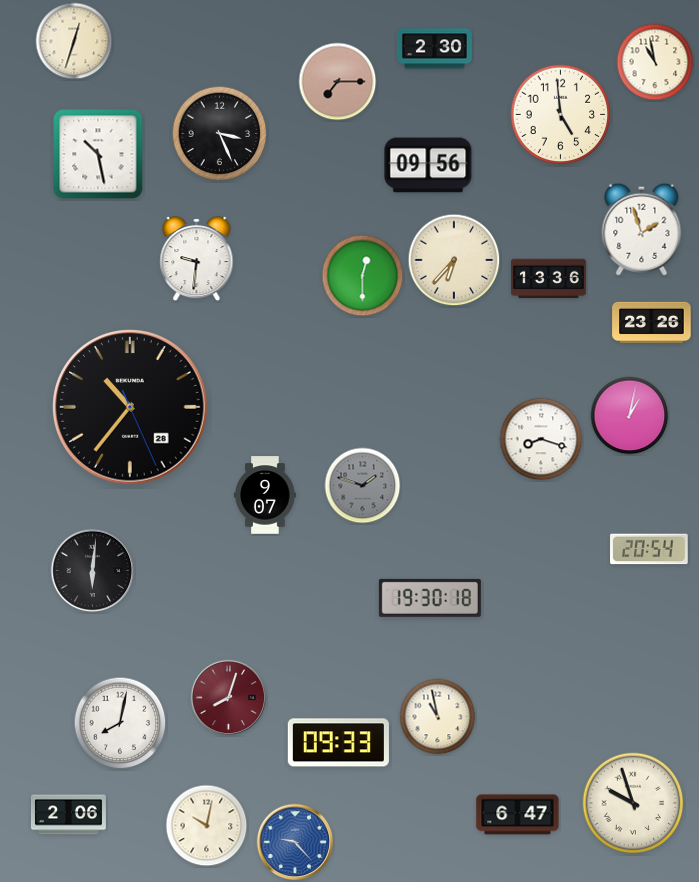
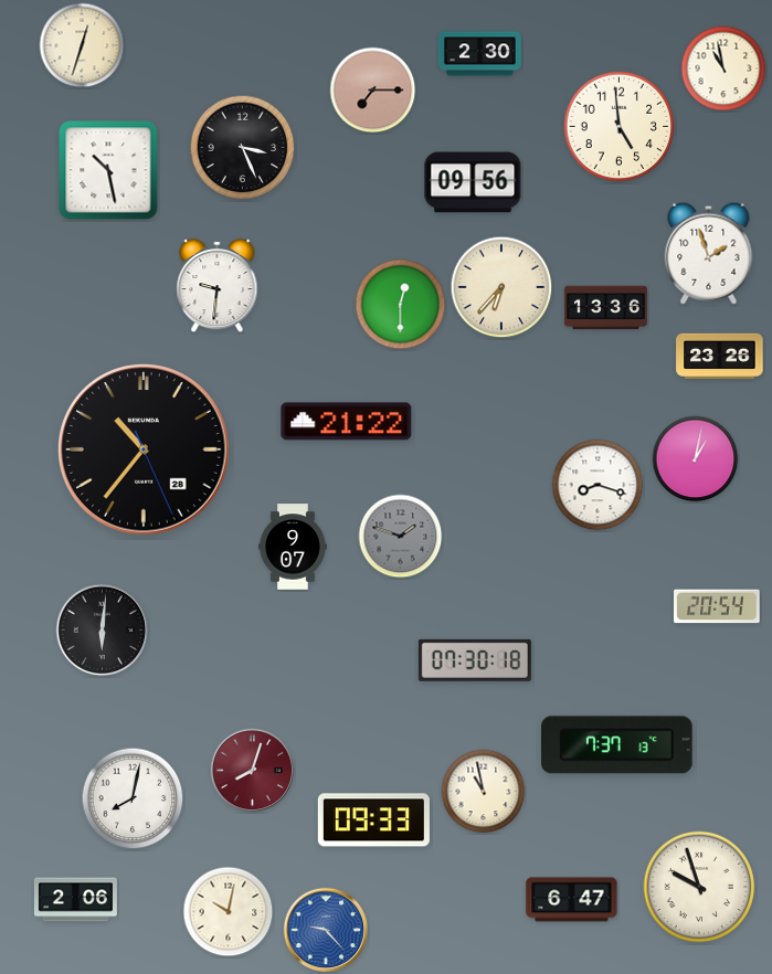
clock at (347, 422): none -> 21:22
clock at (430, 598): 19:30 -> 07:30
clock at (617, 745): none -> 7:37
